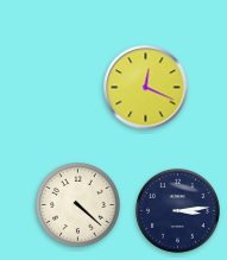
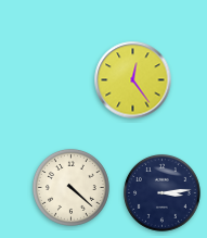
clock at (146, 88): 12:19 -> 12:24
